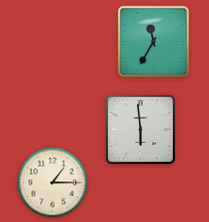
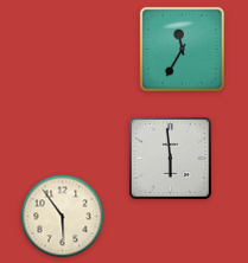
clock at (140, 129) position: (140, 129) -> (170, 158)
clock at (53, 183): 1:15 -> 5:54
